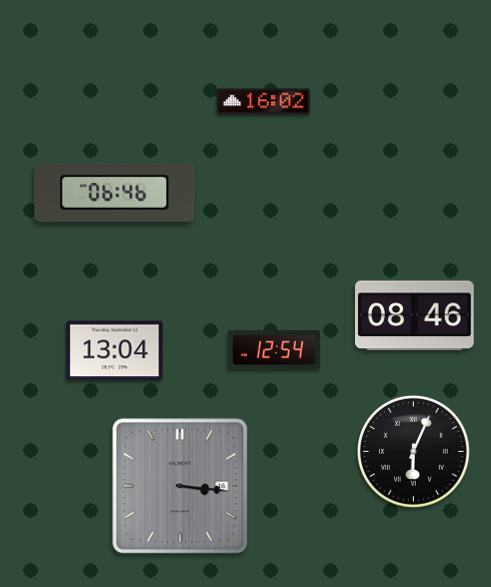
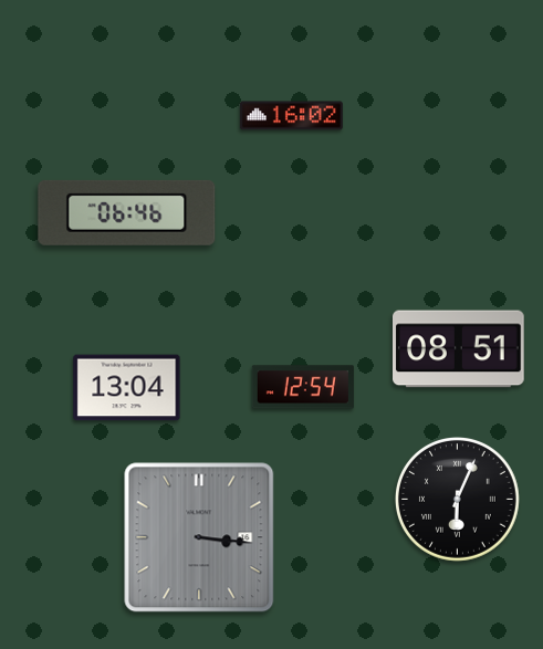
clock at (263, 102) position: (263, 102) -> (291, 116)
clock at (415, 316): 08:46 -> 08:51
